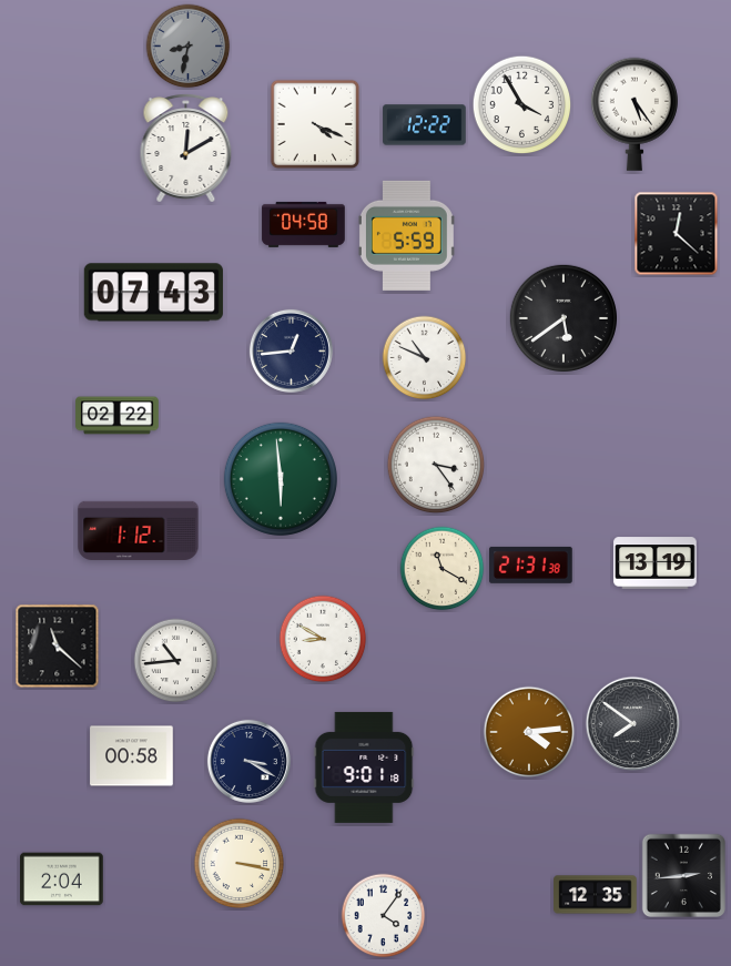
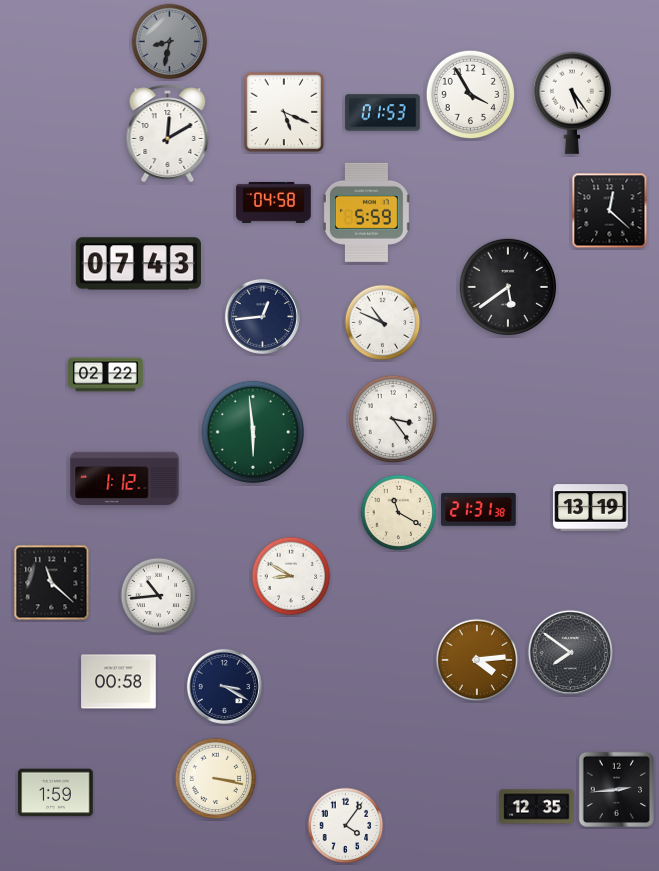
clock at (315, 124): 4:19 -> 5:19
clock at (425, 125): 12:22 -> 01:53
clock at (364, 767): 9:01 -> none
clock at (62, 879): 2:04 -> 1:59
